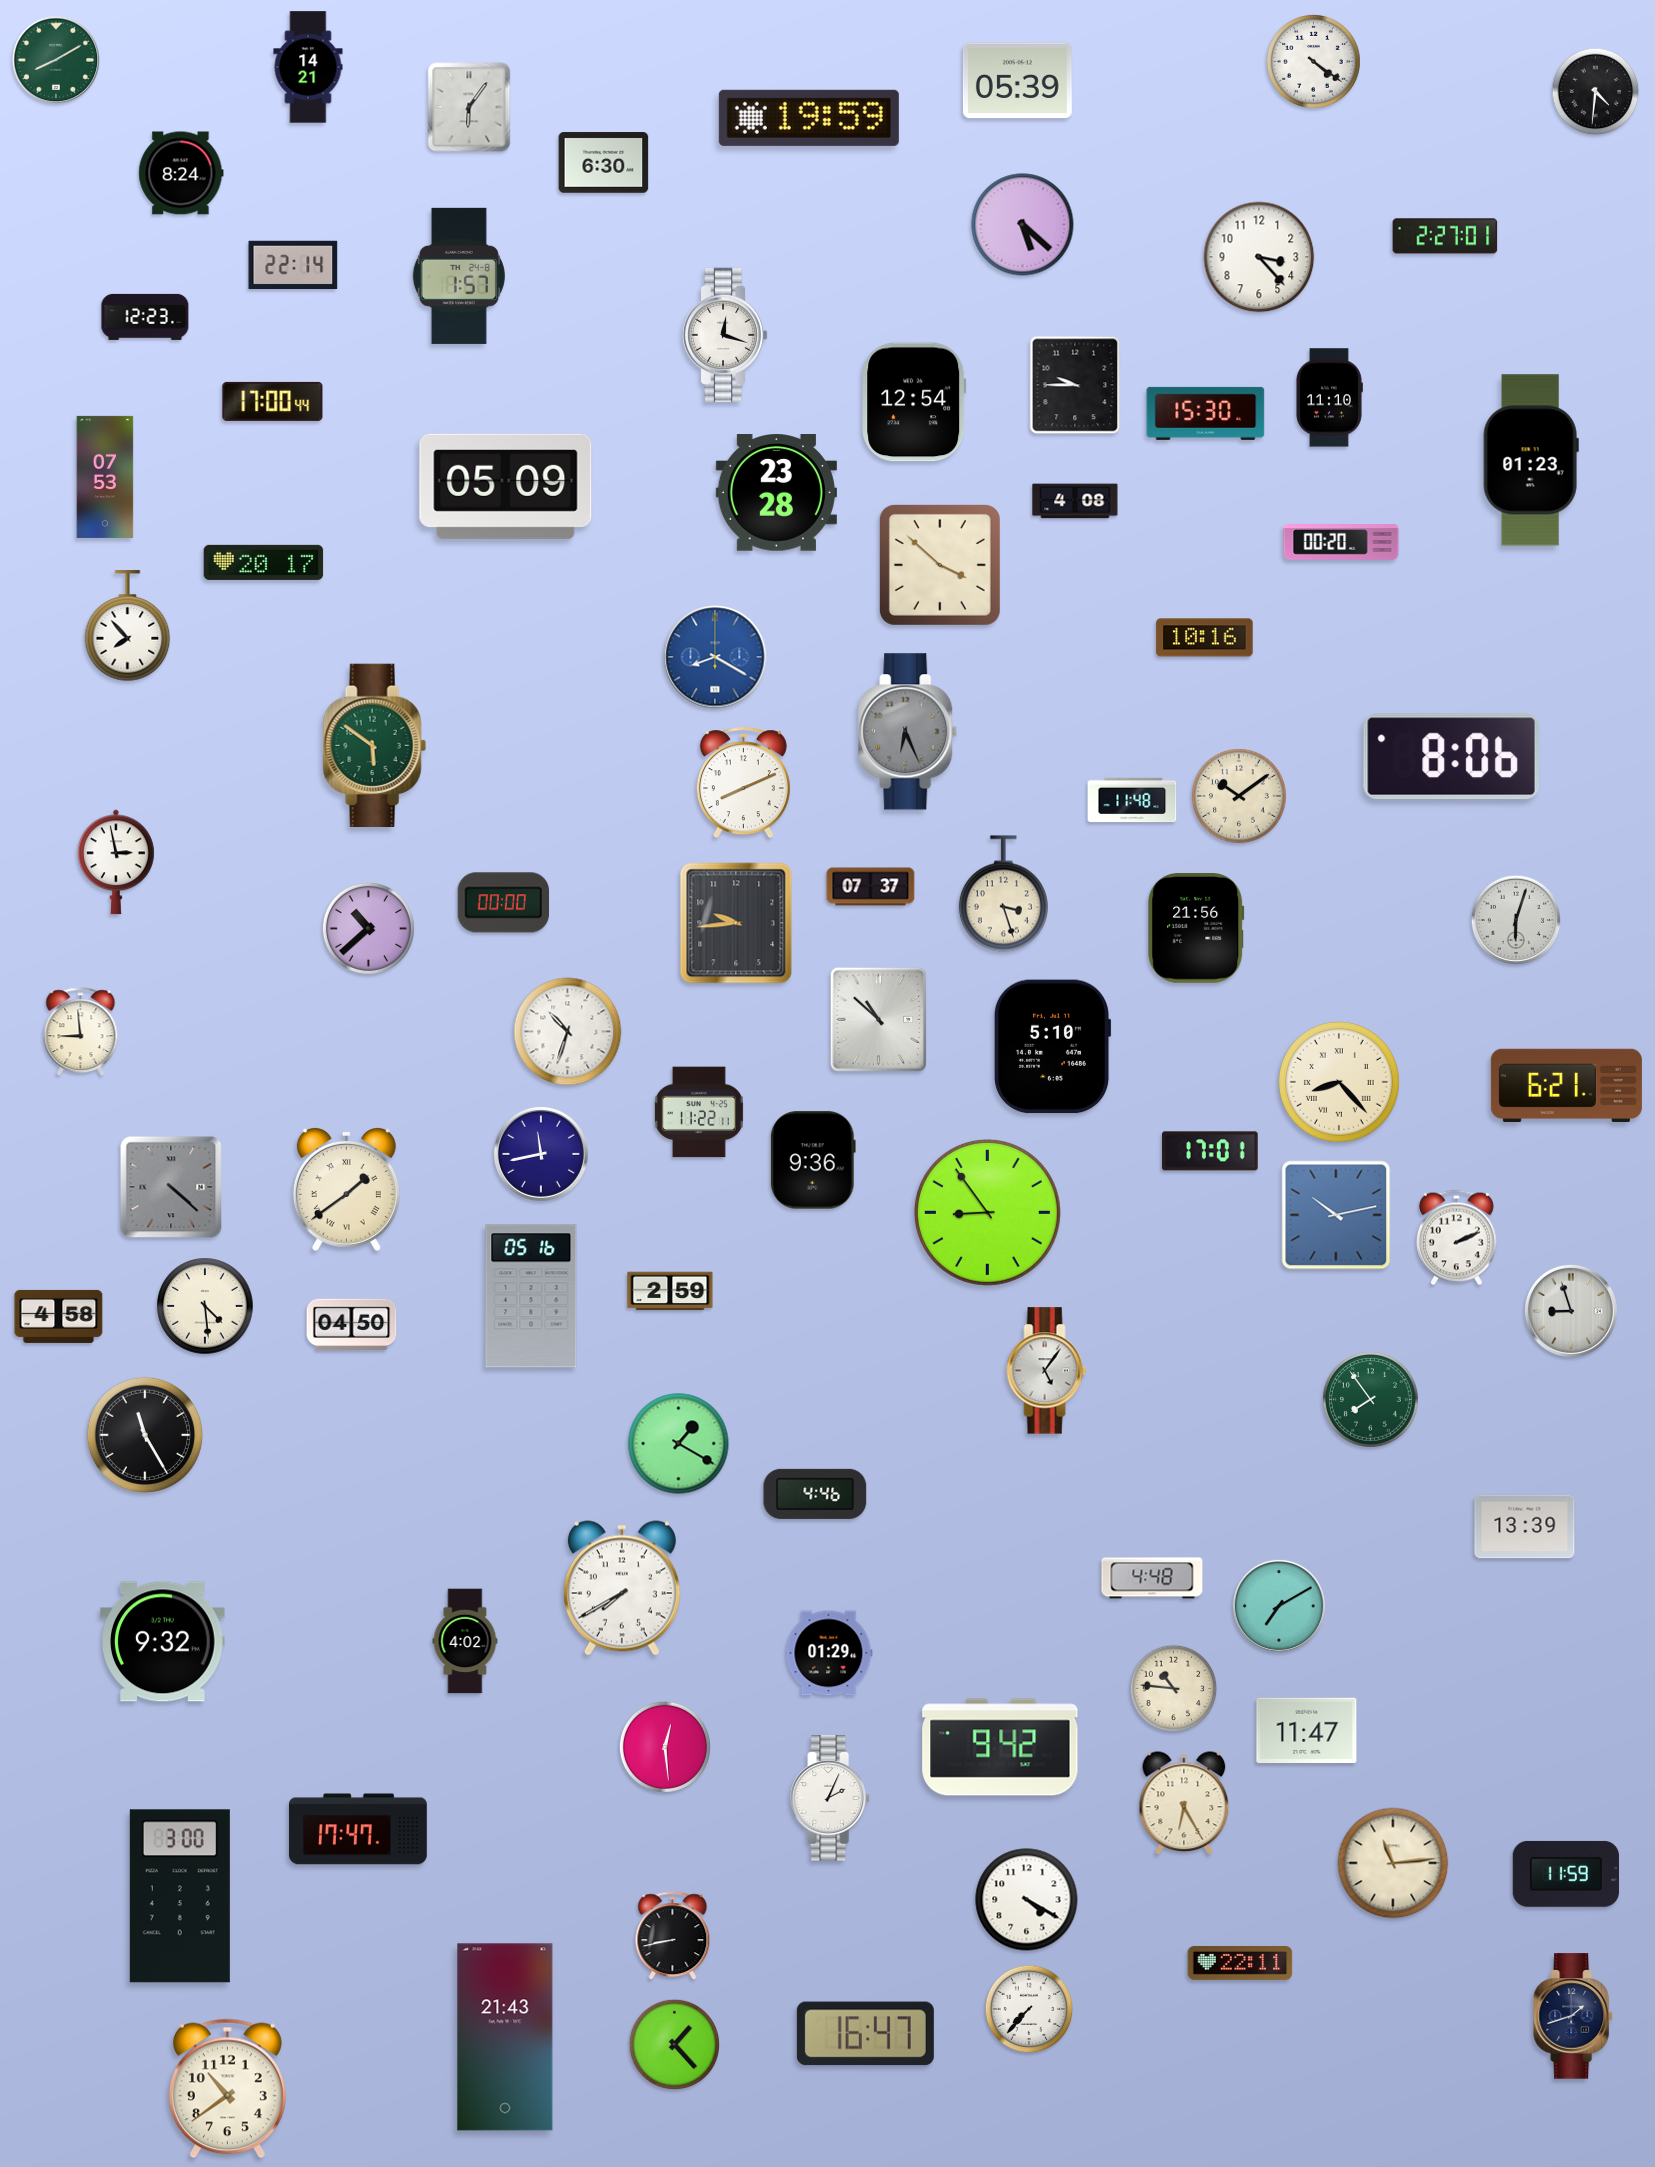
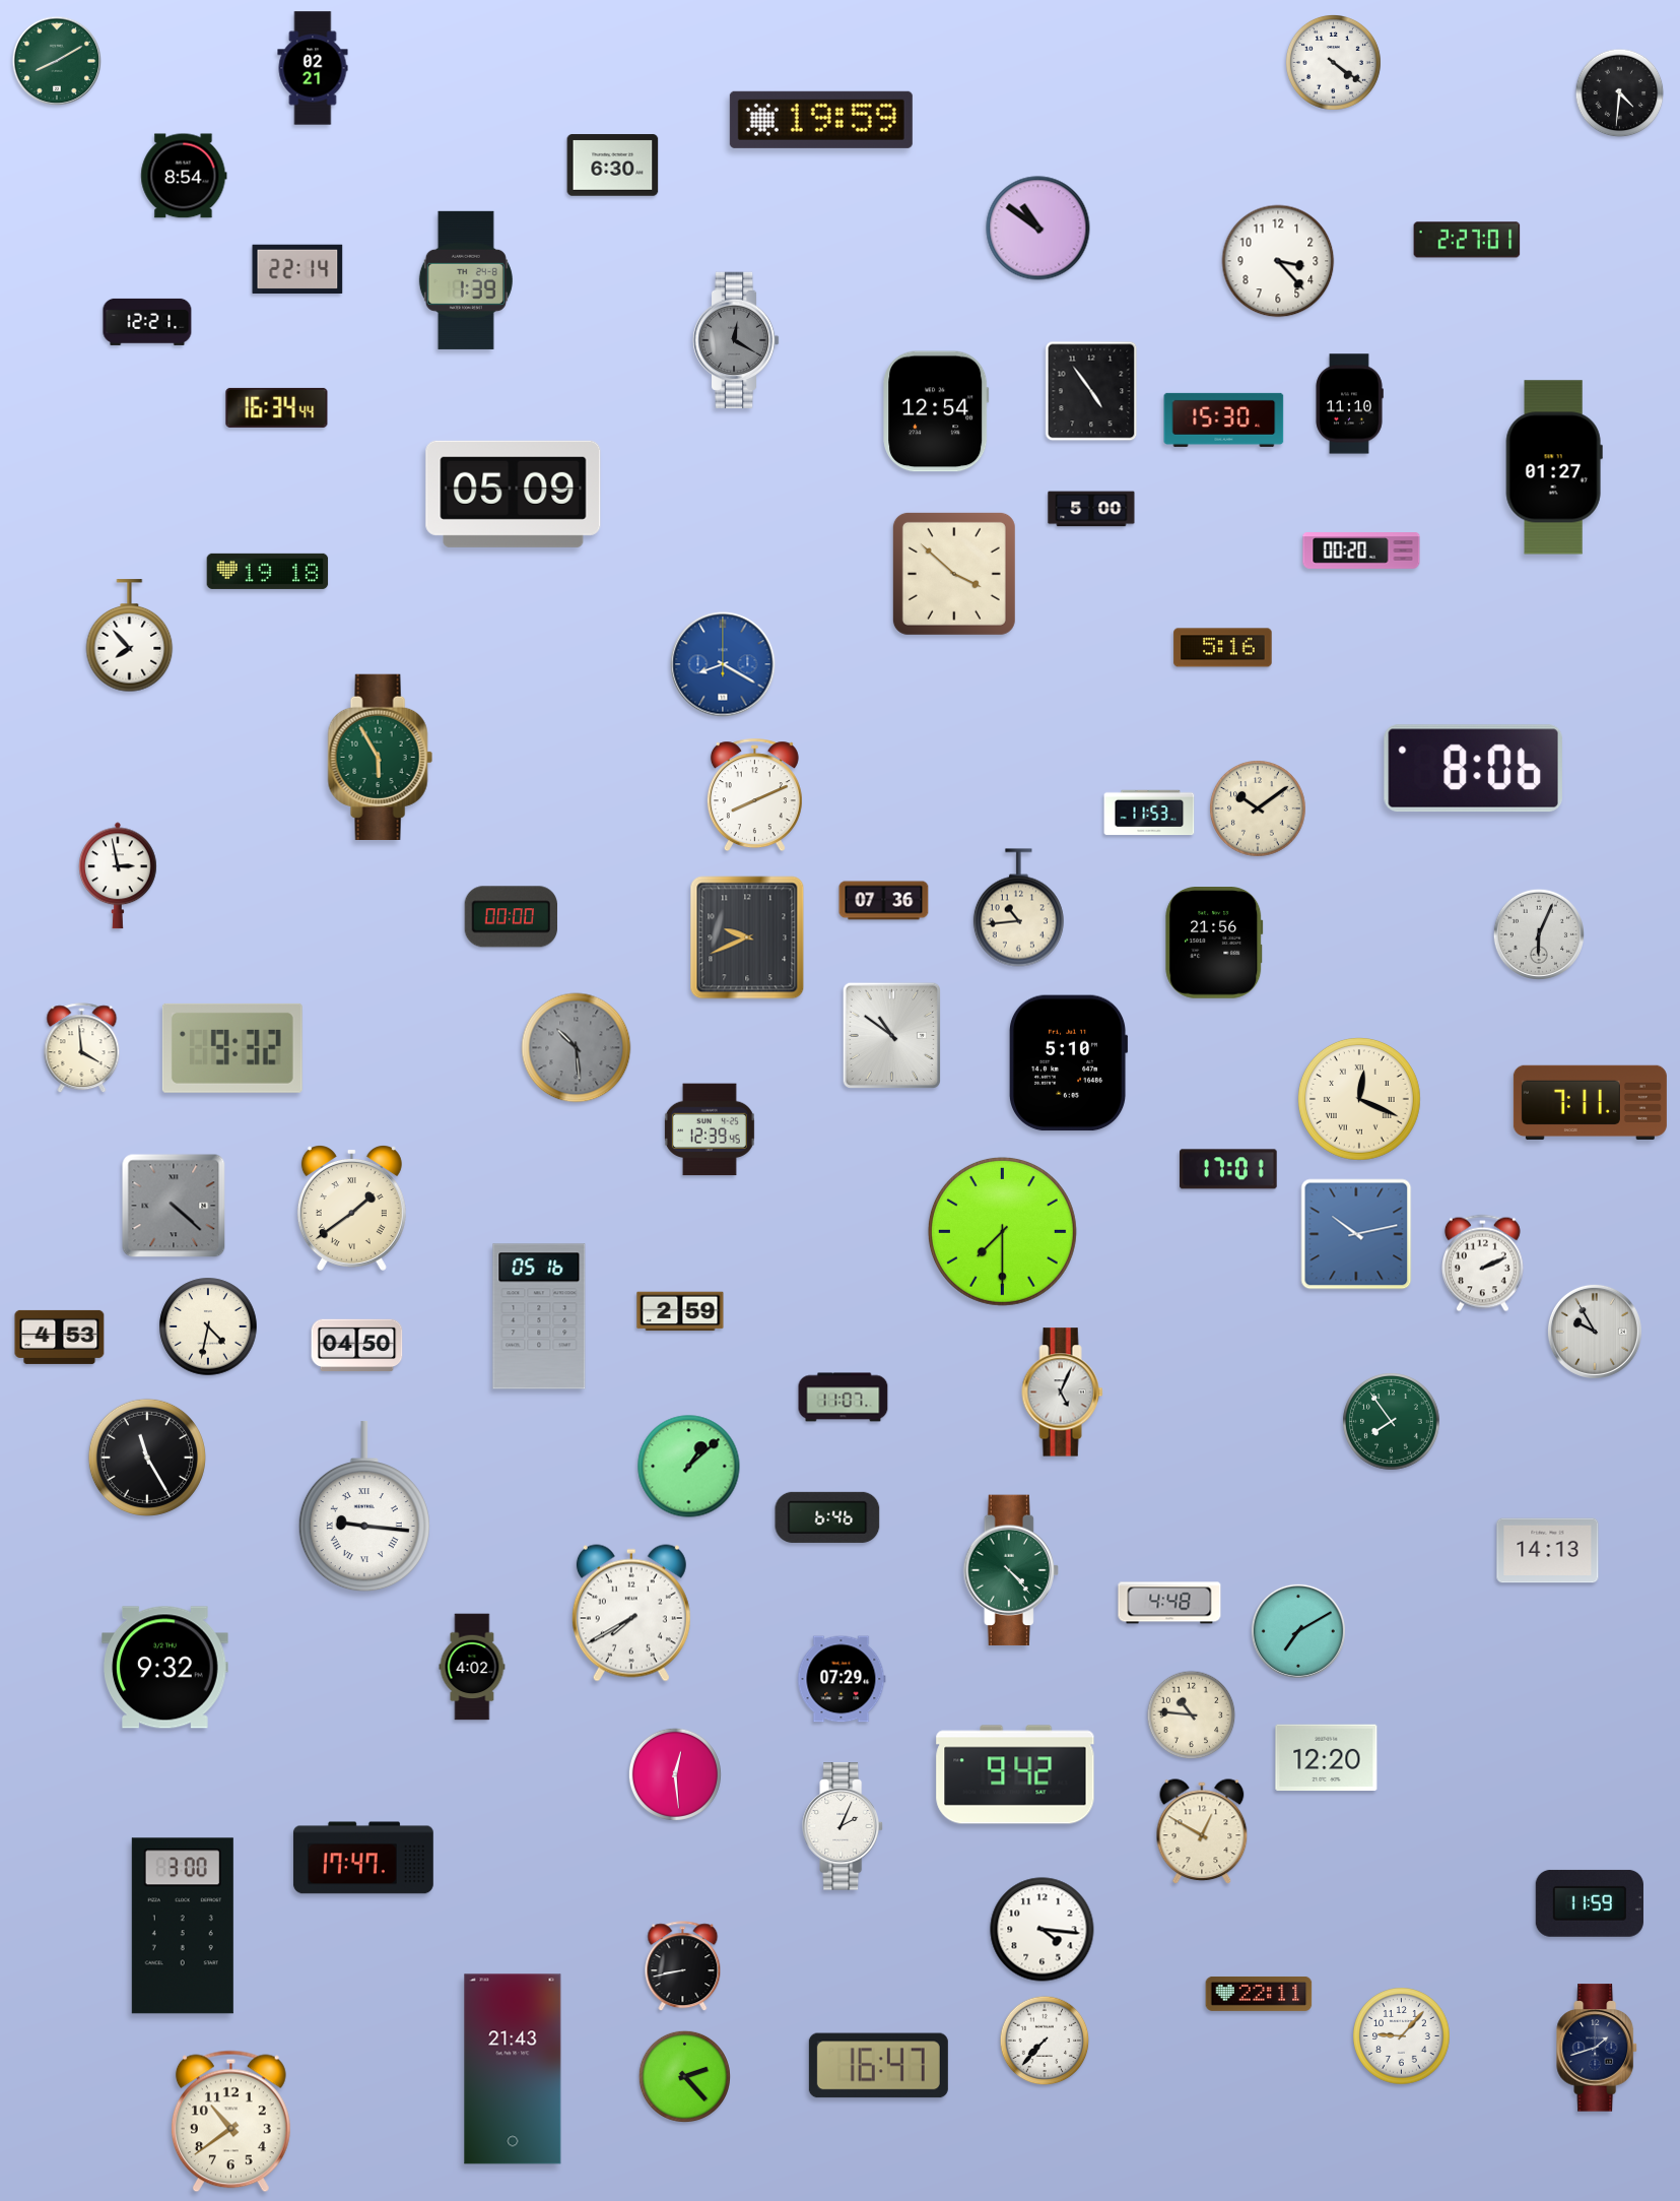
clock at (308, 67): 14:21 -> 02:21
clock at (1017, 81): 05:39 -> none
clock at (469, 107): 6:06 -> none
clock at (181, 173): 8:24 -> 8:54
clock at (1023, 225): 5:22 -> 10:51
clock at (459, 276): 1:57 -> 1:39
clock at (145, 317): 12:23 -> 12:21
clock at (725, 335): 12:18 -> 12:20
clock at (725, 335) dial: white -> grey
clock at (1075, 385): 9:45 -> 4:54
clock at (273, 401): 17:00 -> 16:34
clock at (914, 402) position: (914, 402) -> (936, 411)
clock at (1531, 460): 01:23 -> 01:27
clock at (105, 477): 07:53 -> none
clock at (776, 493): 23:28 -> none
clock at (1075, 501): 4:08 -> 5:00
clock at (264, 562): 20:17 -> 19:18
clock at (1205, 638): 10:16 -> 5:16
clock at (715, 657) position: (715, 657) -> (723, 664)
clock at (908, 732): 6:26 -> none
clock at (374, 745): 5:51 -> 5:55
clock at (1132, 800): 11:48 -> 11:53
clock at (871, 887): 07:37 -> 07:36
clock at (1003, 894): 3:27 -> 10:44
clock at (1515, 919): 6:03 -> 6:04
clock at (736, 923): 9:44 -> 9:41
clock at (368, 928): 10:38 -> none
clock at (878, 1019): 10:52 -> 10:51
clock at (81, 1032): 8:59 -> 3:59
clock at (232, 1048): none -> 9:32
clock at (568, 1032): 10:33 -> 10:29
clock at (568, 1032) dial: white -> grey
clock at (1340, 1083): 8:23 -> 12:19
clock at (1566, 1085): 6:21 -> 7:11
clock at (699, 1112): 11:22 -> 12:39
clock at (541, 1154): 11:43 -> none
clock at (813, 1160): 9:36 -> none
clock at (987, 1212): 8:54 -> 7:30
clock at (1456, 1238) position: (1456, 1238) -> (1482, 1264)
clock at (205, 1306): 4:29 -> 4:32
clock at (1571, 1311): 8:57 -> 9:55
clock at (59, 1316): 4:58 -> 4:53
clock at (1047, 1371): 5:06 -> 5:04
clock at (844, 1398): none -> 11:07
clock at (679, 1444): 1:20 -> 1:08
clock at (364, 1506): none -> 9:16
clock at (815, 1494): 4:46 -> 6:46
clock at (1525, 1527): 13:39 -> 14:13
clock at (1011, 1570): none -> 4:23
clock at (829, 1653): 01:29 -> 07:29
clock at (1307, 1731): 11:47 -> 12:20
clock at (1184, 1804): 6:25 -> 12:50
clock at (1393, 1863): 11:14 -> none
clock at (1027, 1900): 4:20 -> 4:16
clock at (1402, 2036): none -> 9:07
clock at (674, 2044): 1:23 -> 2:23
